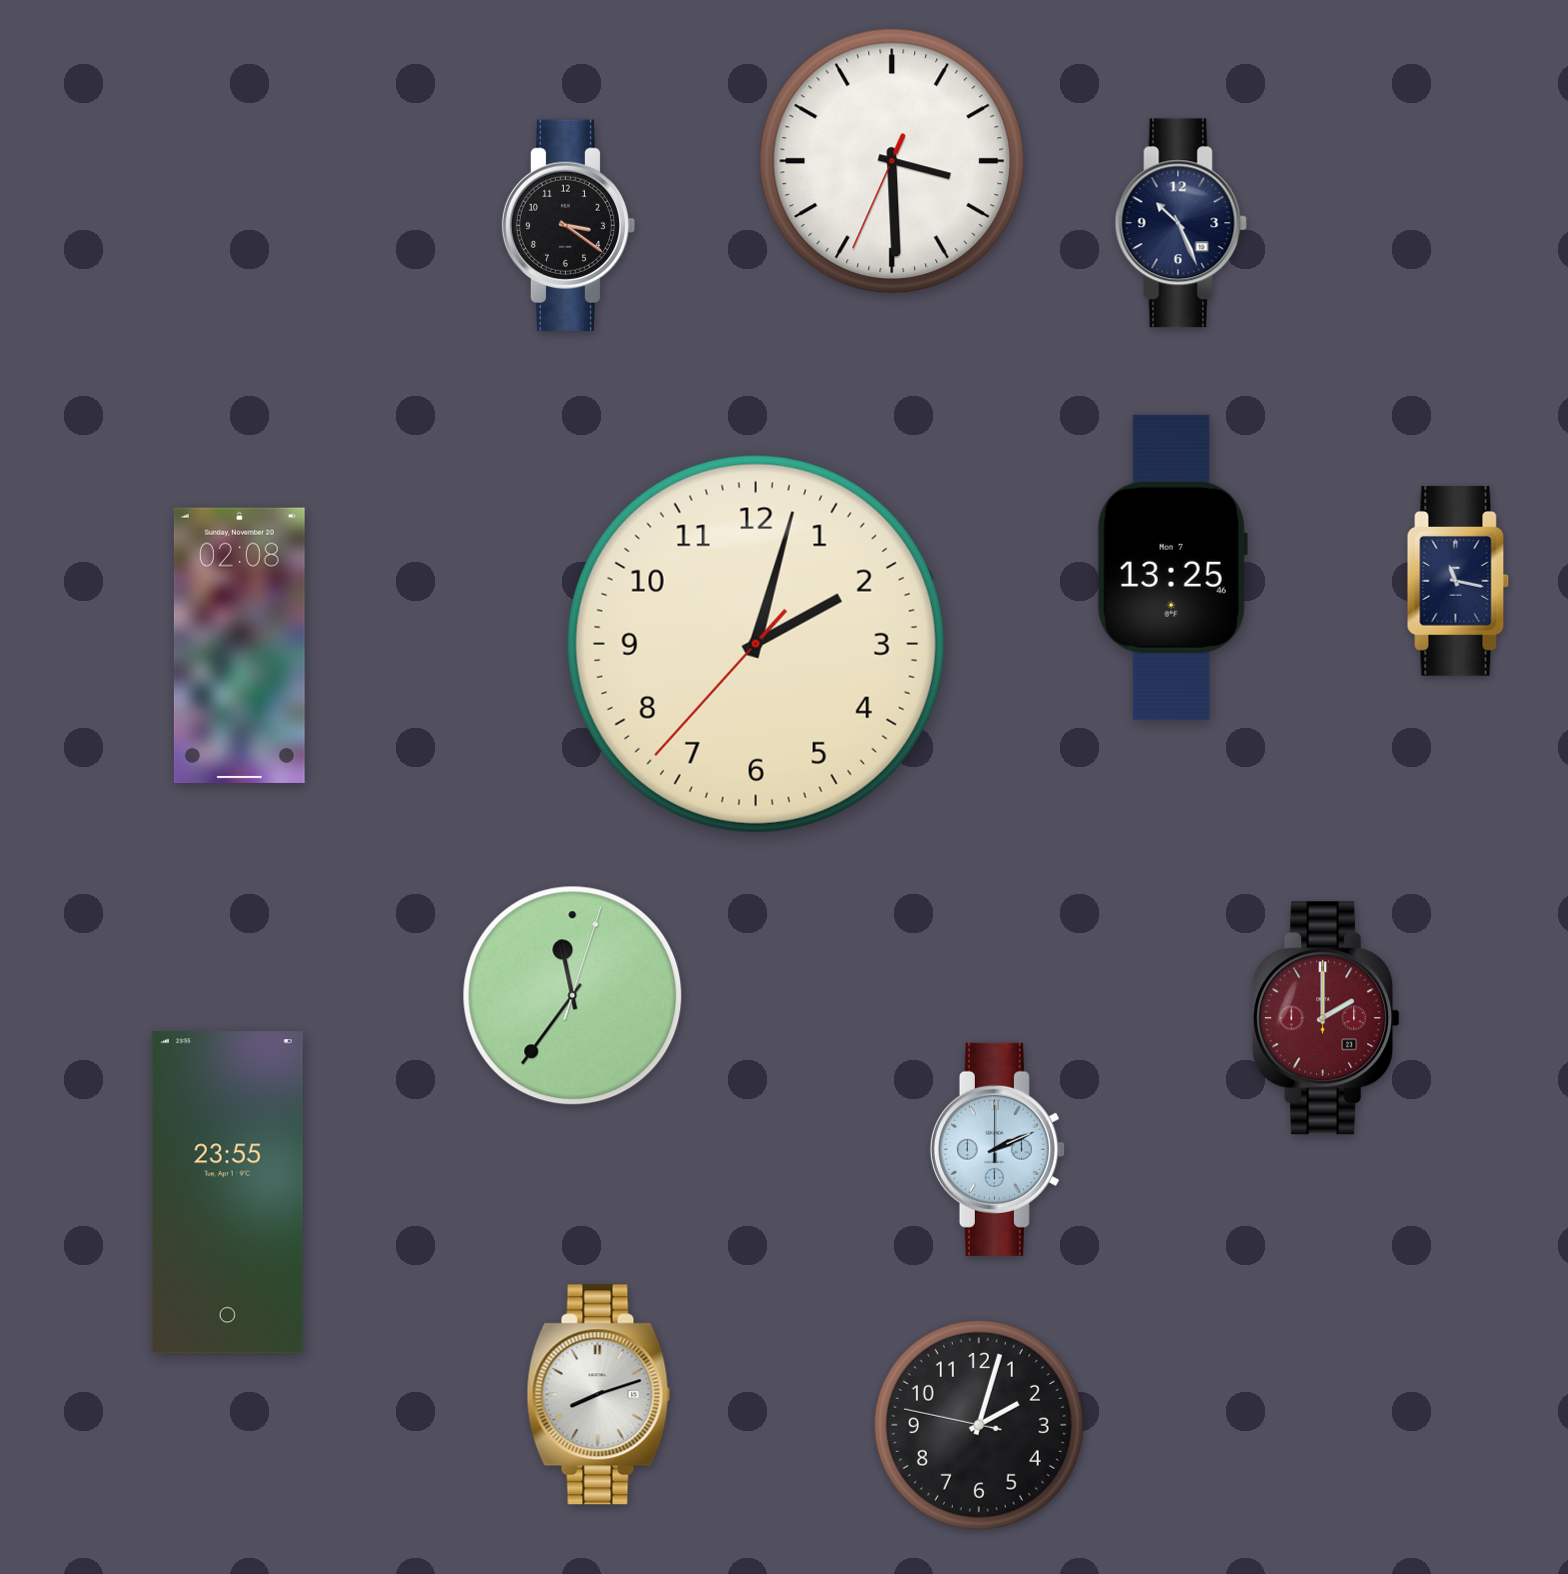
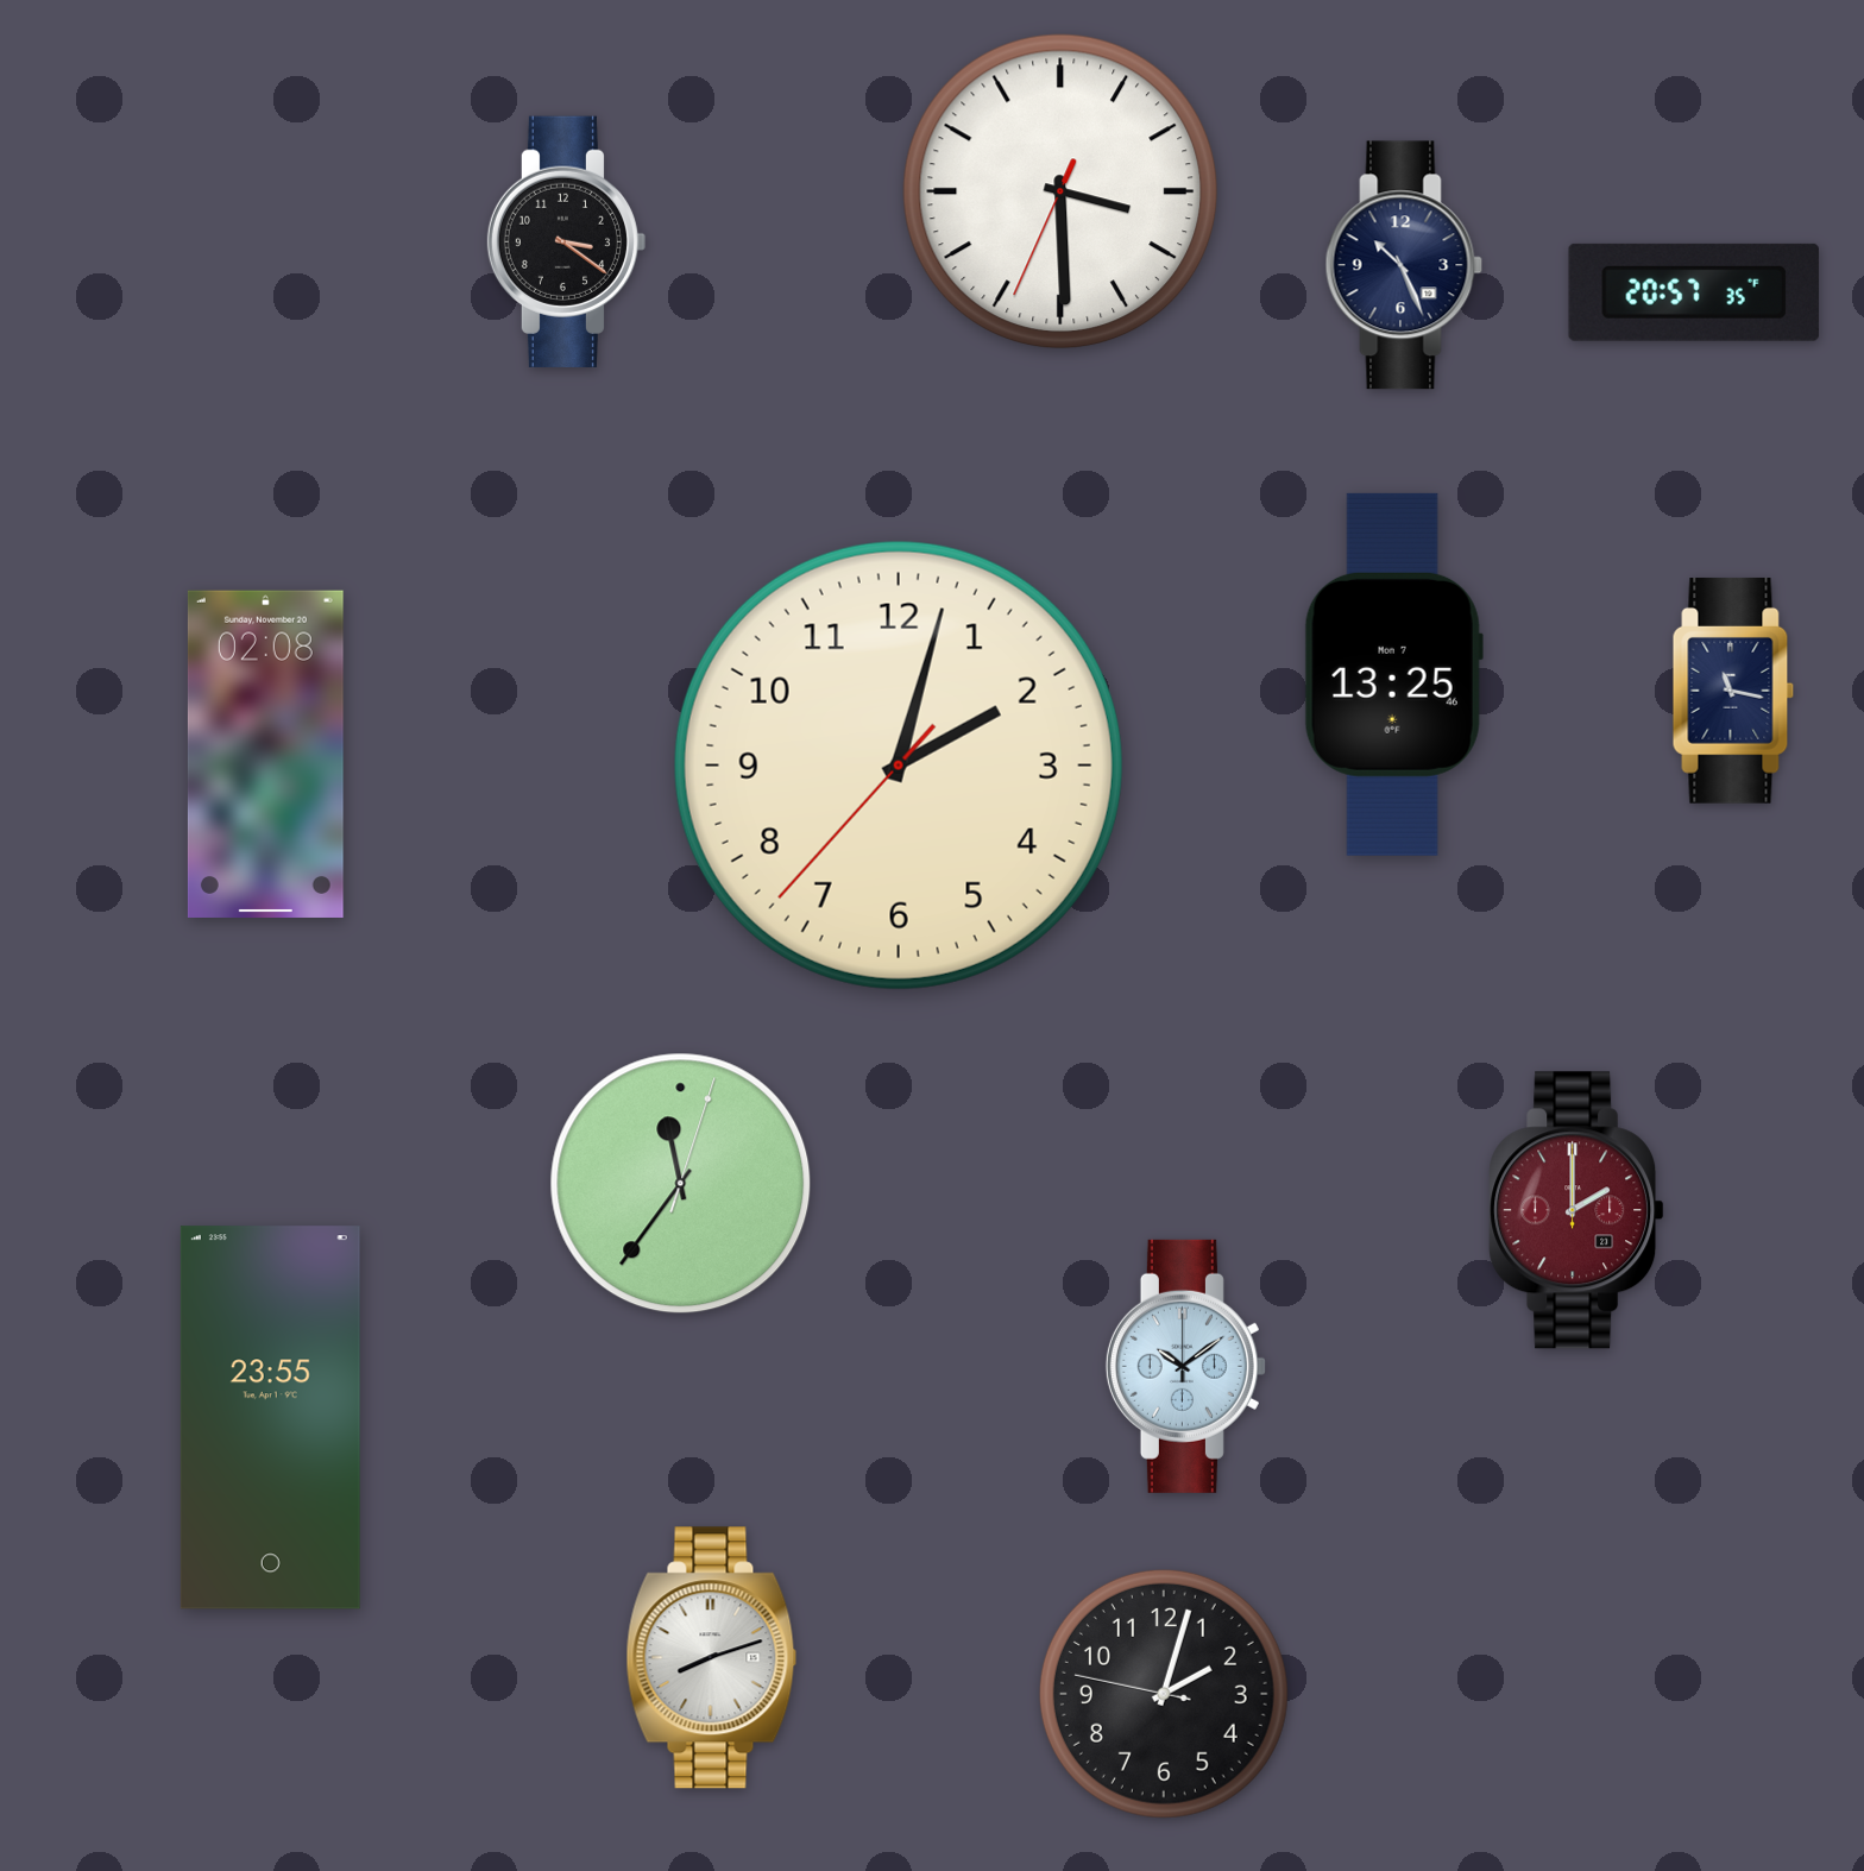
clock at (568, 225) position: (568, 225) -> (566, 241)
clock at (1694, 292): none -> 20:57
clock at (239, 645) position: (239, 645) -> (265, 754)
clock at (997, 1149): 2:11 -> 10:09
